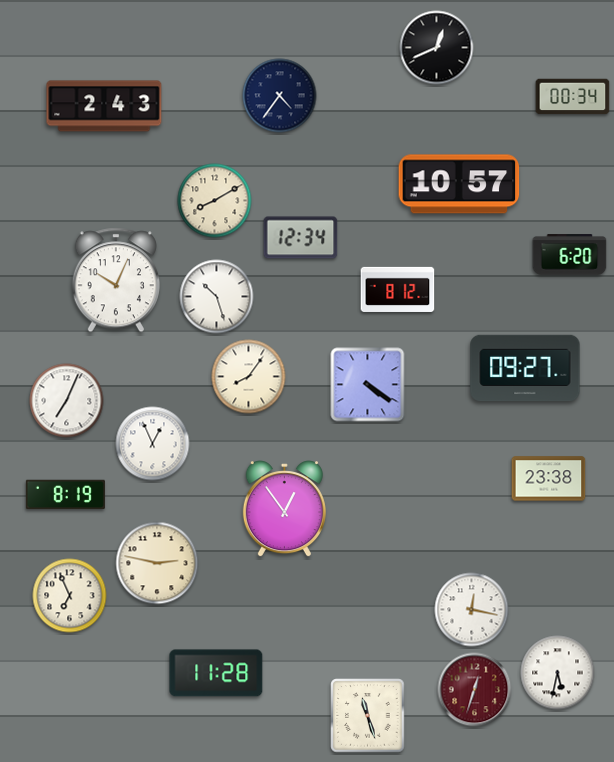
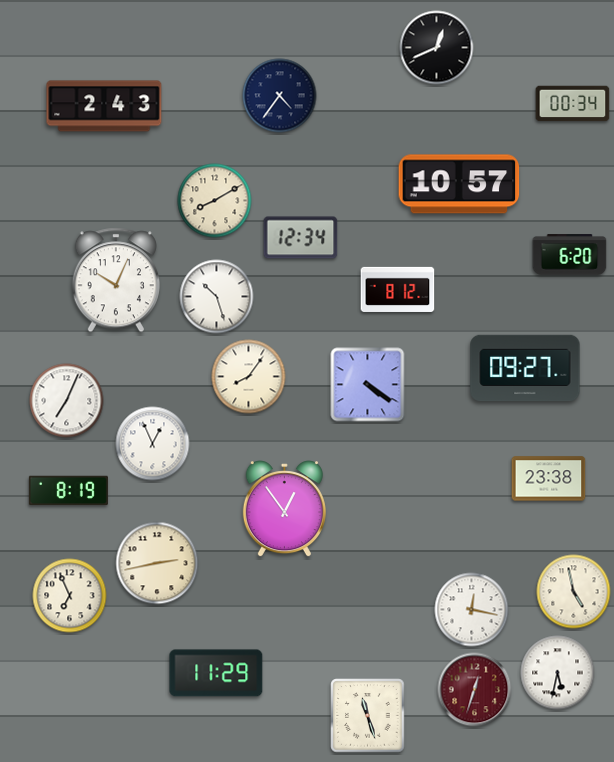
clock at (573, 97) position: (573, 97) -> (573, 104)
clock at (65, 495) position: (65, 495) -> (68, 491)
clock at (157, 563): 2:47 -> 2:43
clock at (574, 592): none -> 4:58
clock at (216, 673): 11:28 -> 11:29
